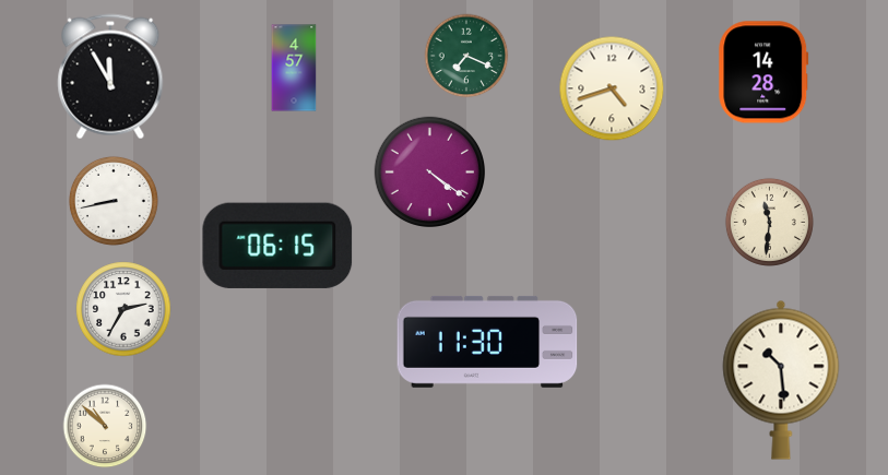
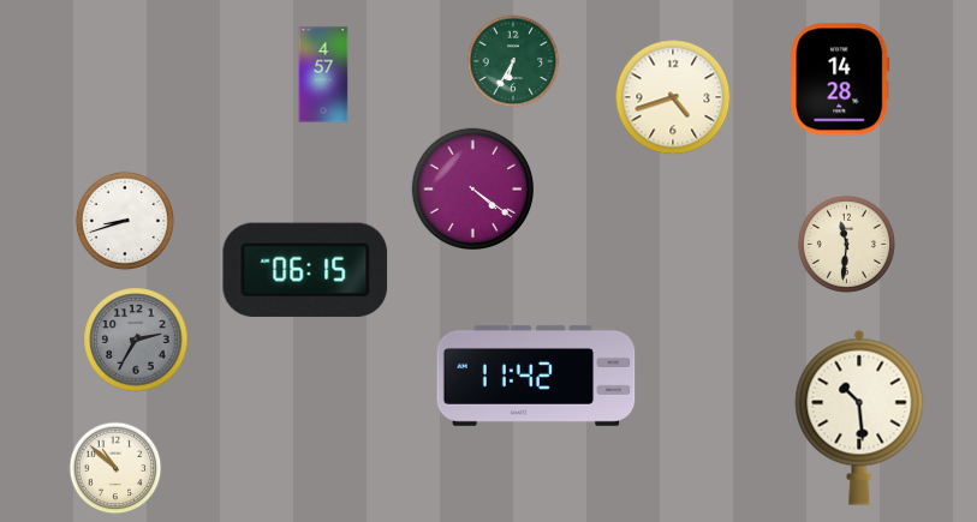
clock at (466, 56): 7:19 -> 6:35
clock at (110, 76): 11:55 -> none
clock at (114, 201): 8:43 -> 8:42
clock at (123, 309) dial: white -> grey
clock at (487, 342): 11:30 -> 11:42
